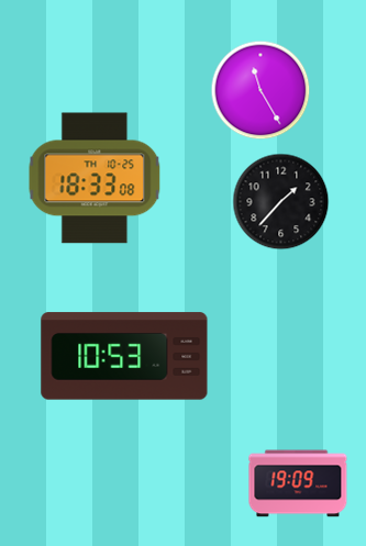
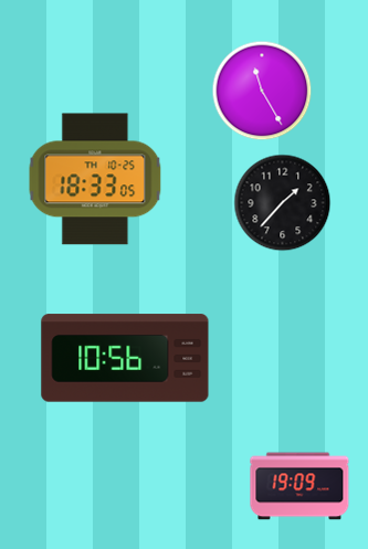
clock at (95, 178): 18:33:08 -> 18:33:05
clock at (124, 356): 10:53 -> 10:56
